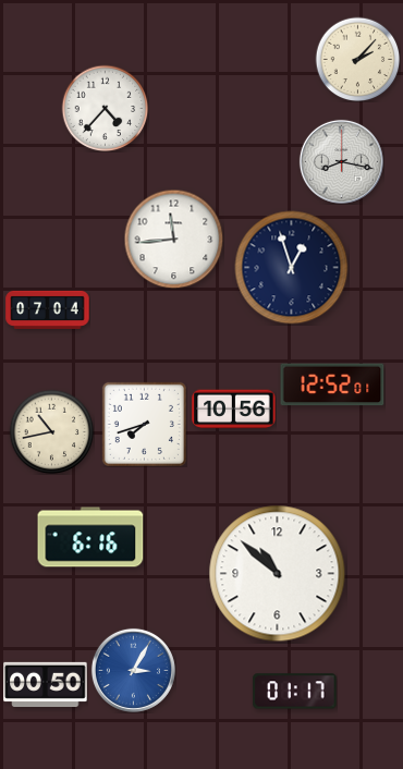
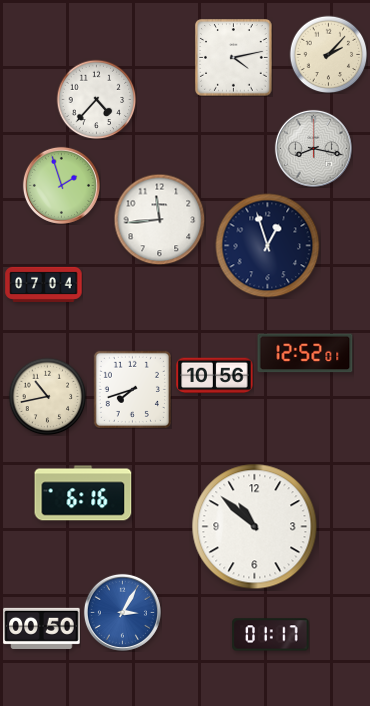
clock at (234, 58): none -> 4:13
clock at (61, 185): none -> 1:57
clock at (133, 670) position: (133, 670) -> (122, 612)
